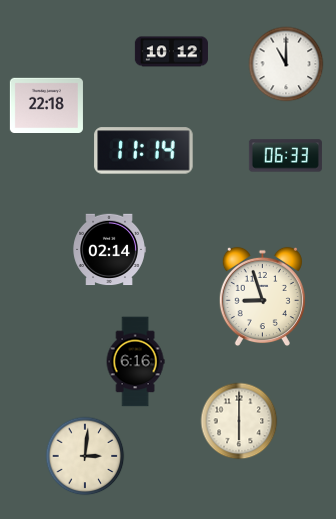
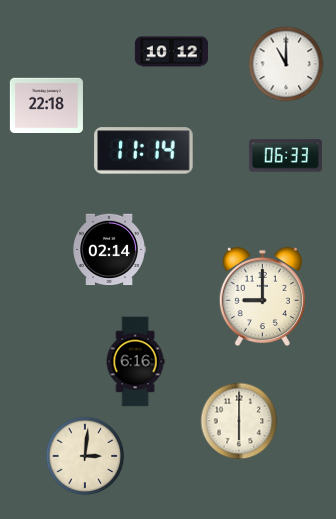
clock at (262, 297): 8:57 -> 9:00
